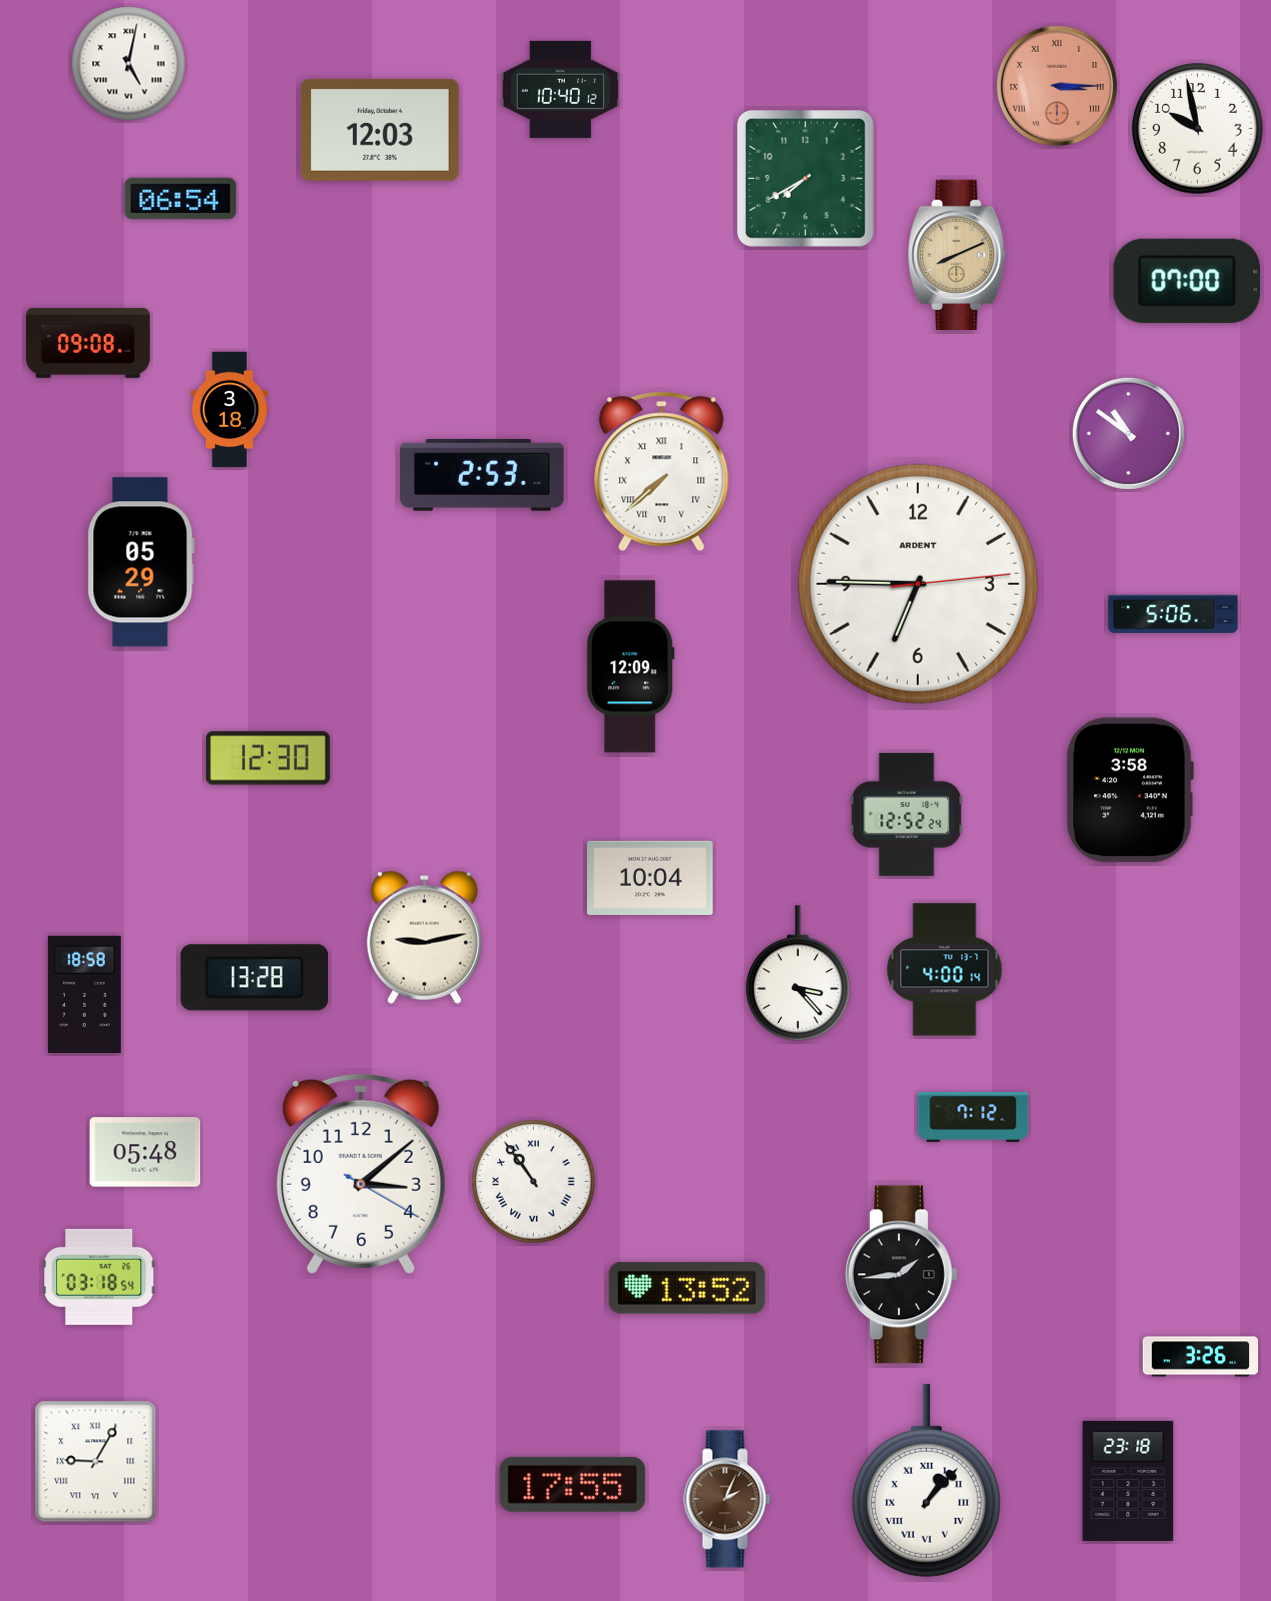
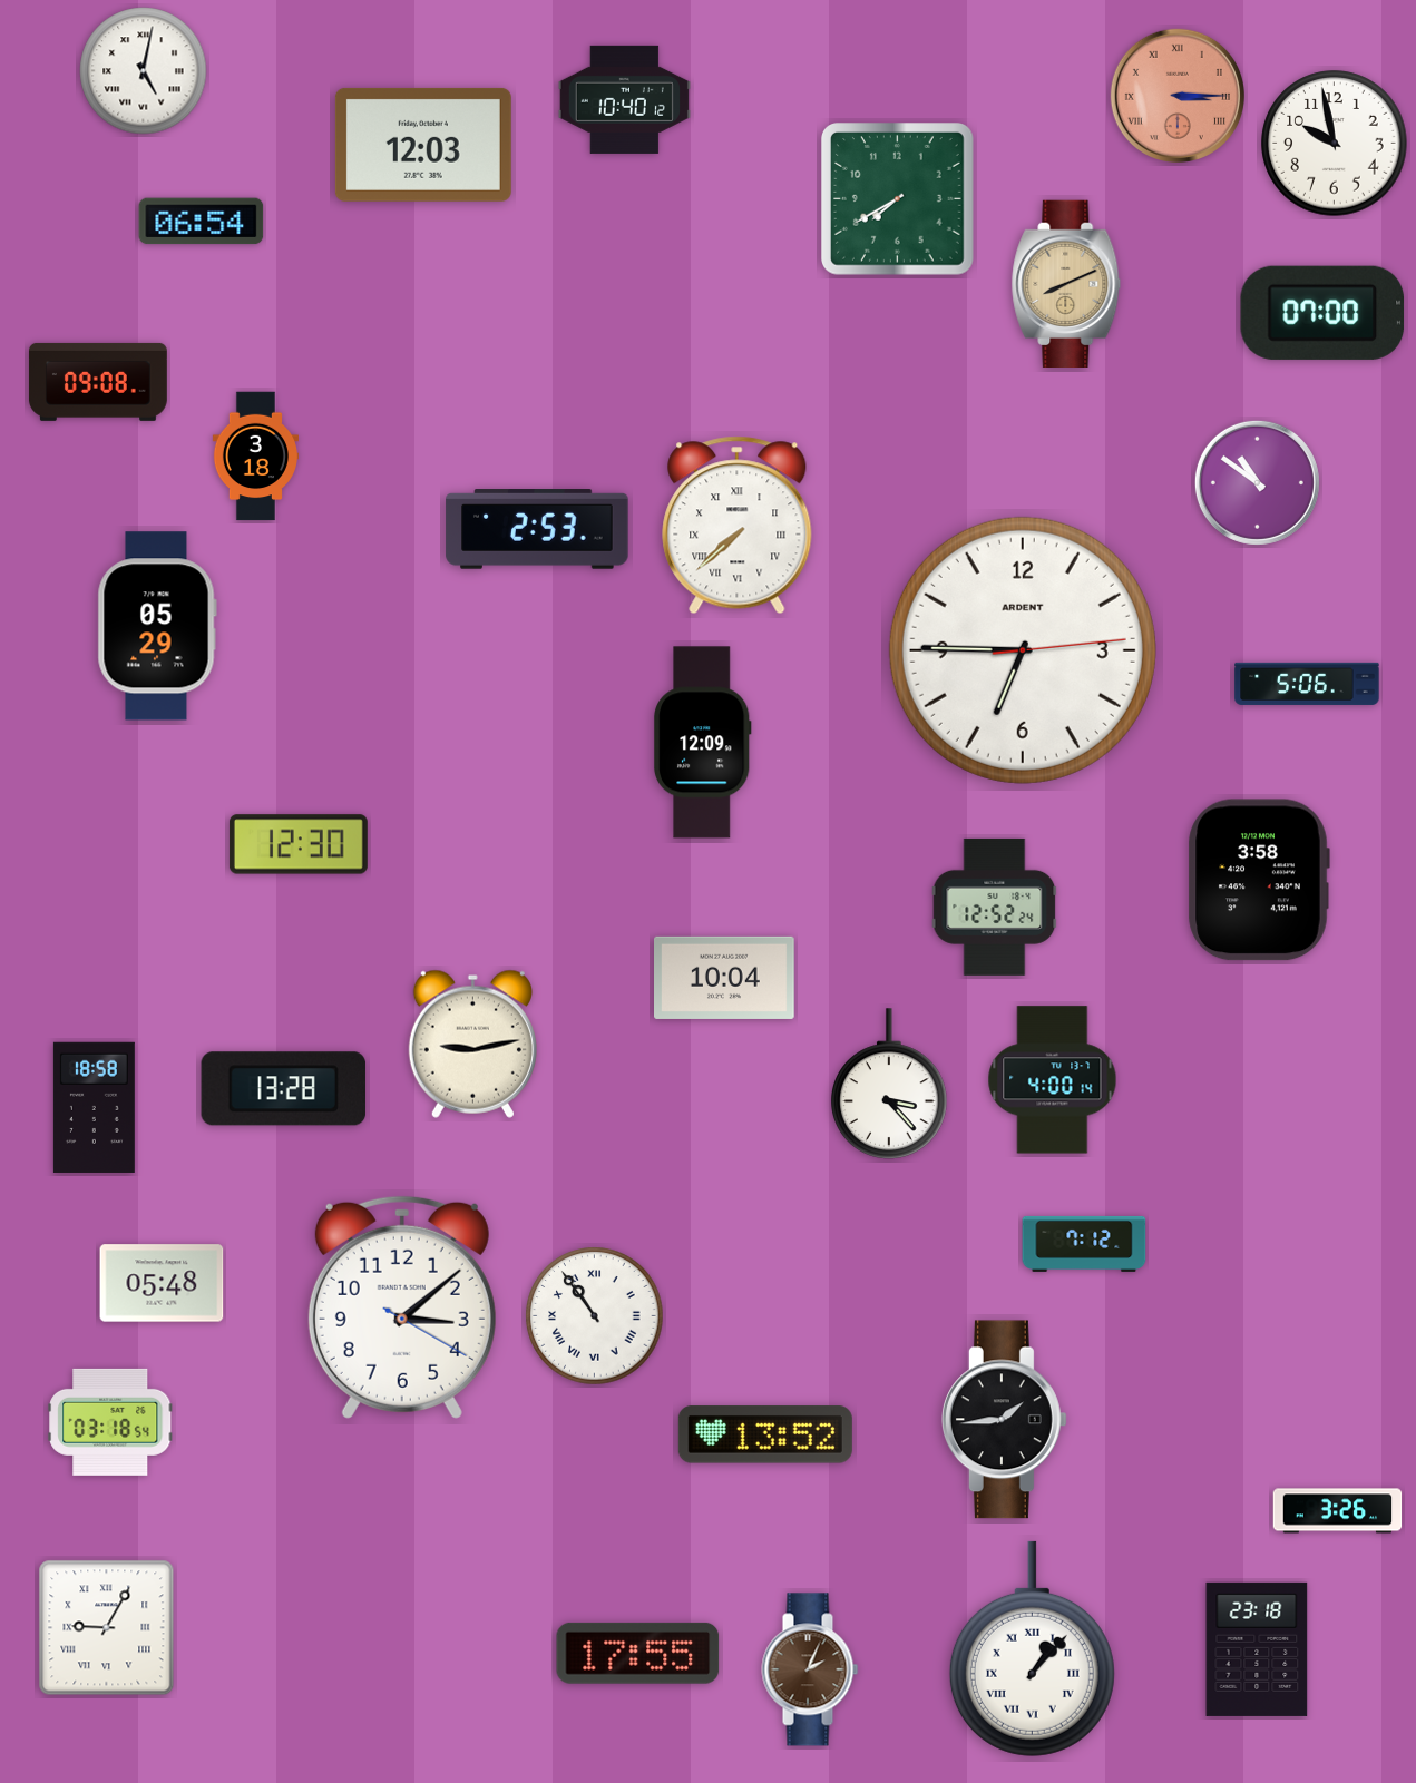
clock at (907, 814) position: (907, 814) -> (995, 907)
